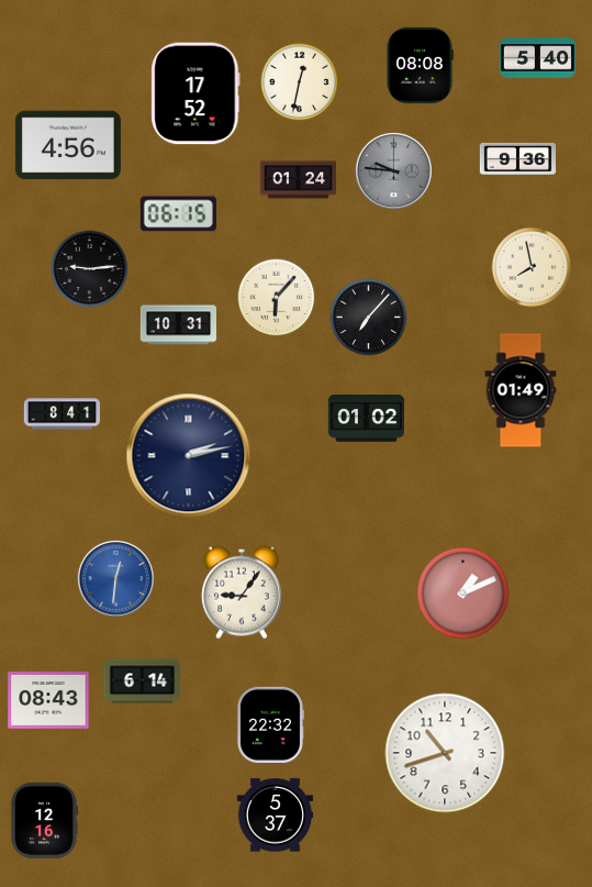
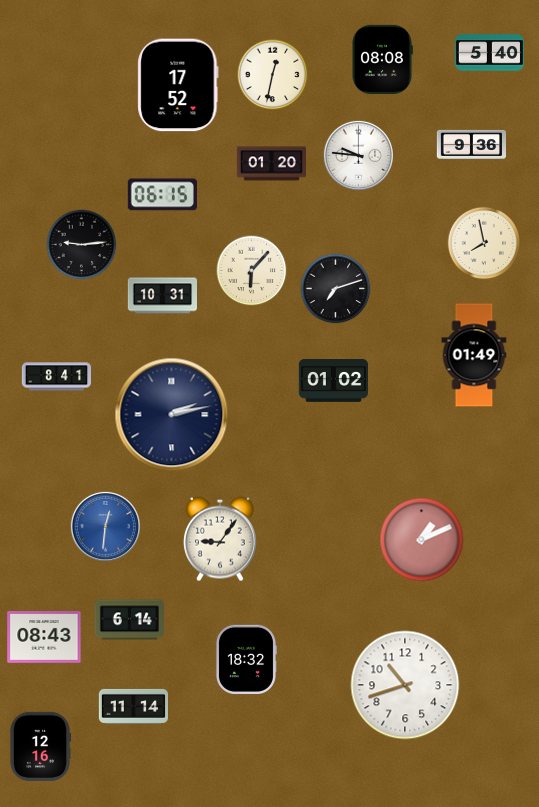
clock at (68, 145): 4:56 -> none
clock at (393, 170) dial: grey -> white
clock at (298, 180): 01:24 -> 01:20
clock at (369, 318): 7:07 -> 7:12
clock at (270, 724): 22:32 -> 18:32
clock at (133, 706): none -> 11:14
clock at (275, 816): 5:37 -> none
